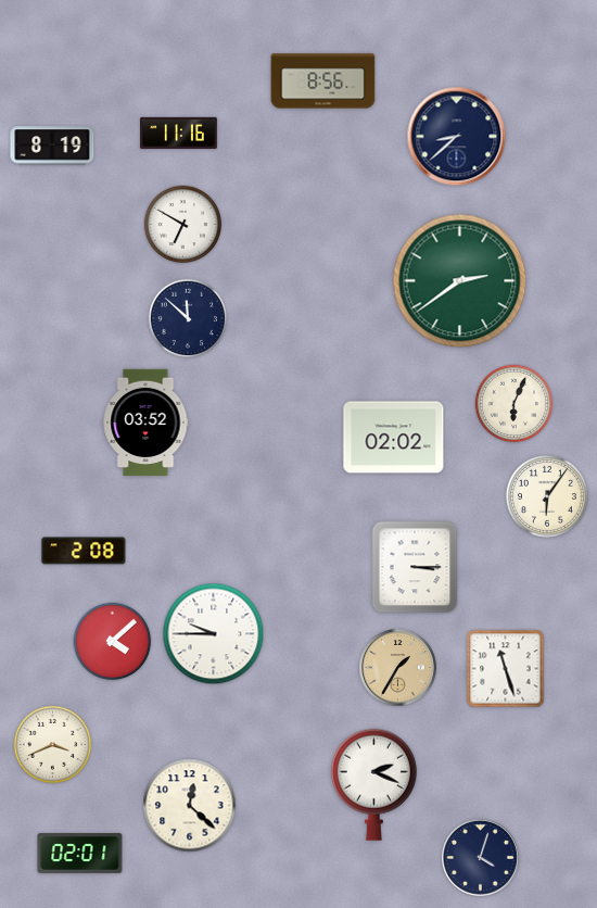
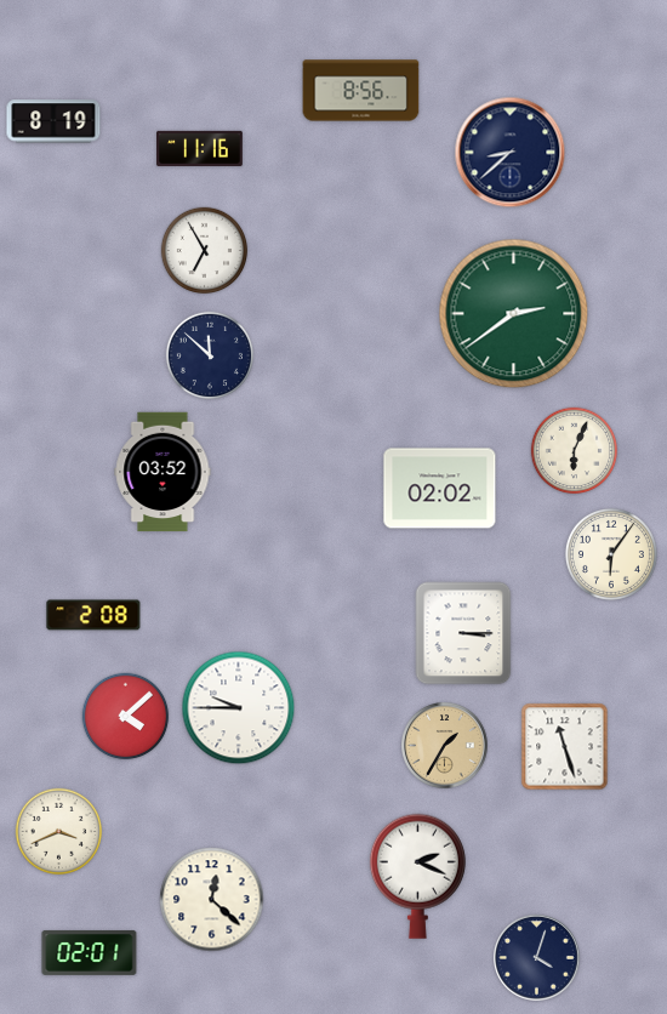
clock at (52, 146) position: (52, 146) -> (53, 121)
clock at (183, 225): 6:50 -> 6:55
